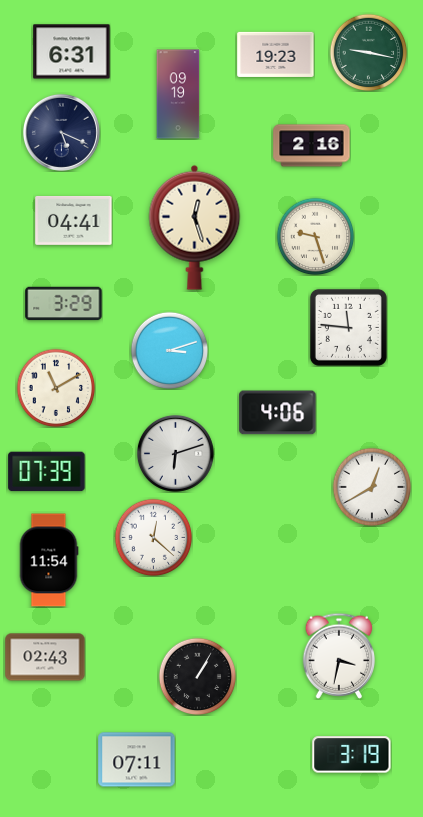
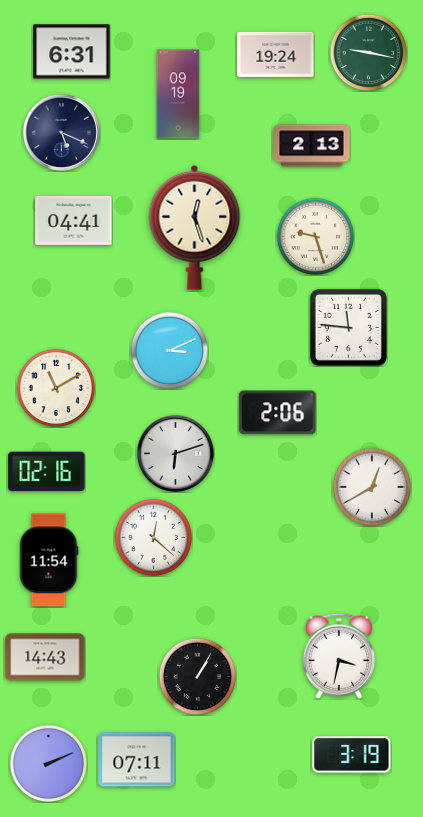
clock at (276, 54): 19:23 -> 19:24
clock at (312, 146): 2:16 -> 2:13
clock at (64, 304): 3:29 -> none
clock at (169, 350): 3:12 -> 3:11
clock at (278, 413): 4:06 -> 2:06
clock at (47, 472): 07:39 -> 02:16
clock at (45, 657): 02:43 -> 14:43
clock at (48, 763): none -> 2:11
